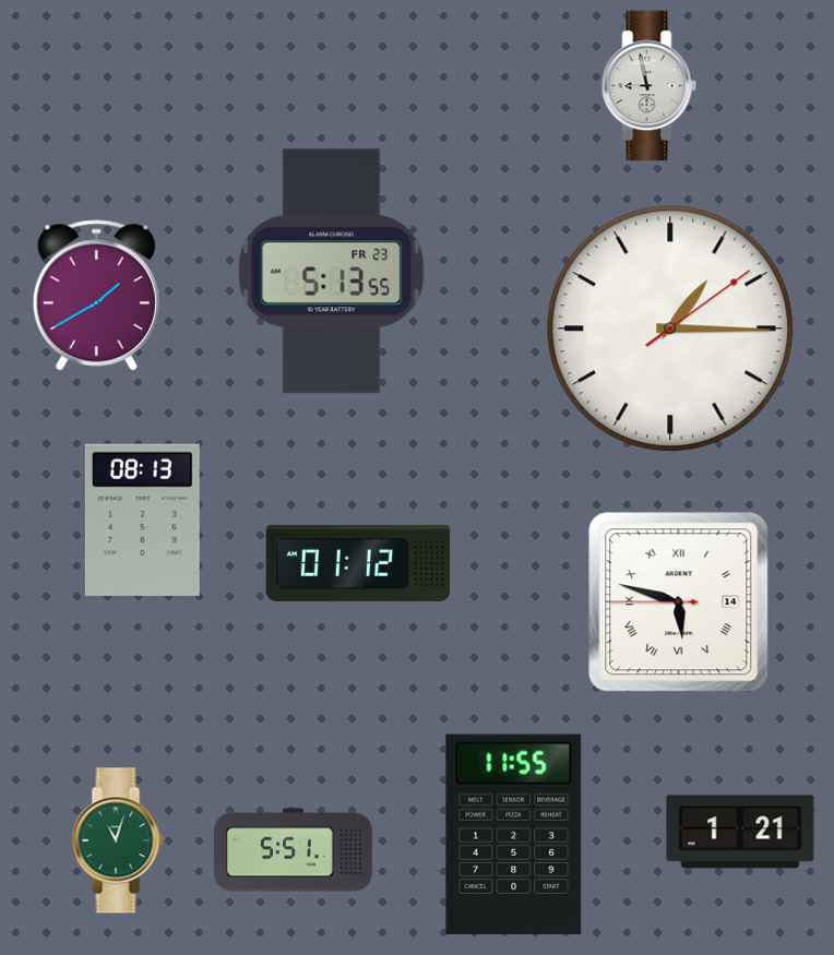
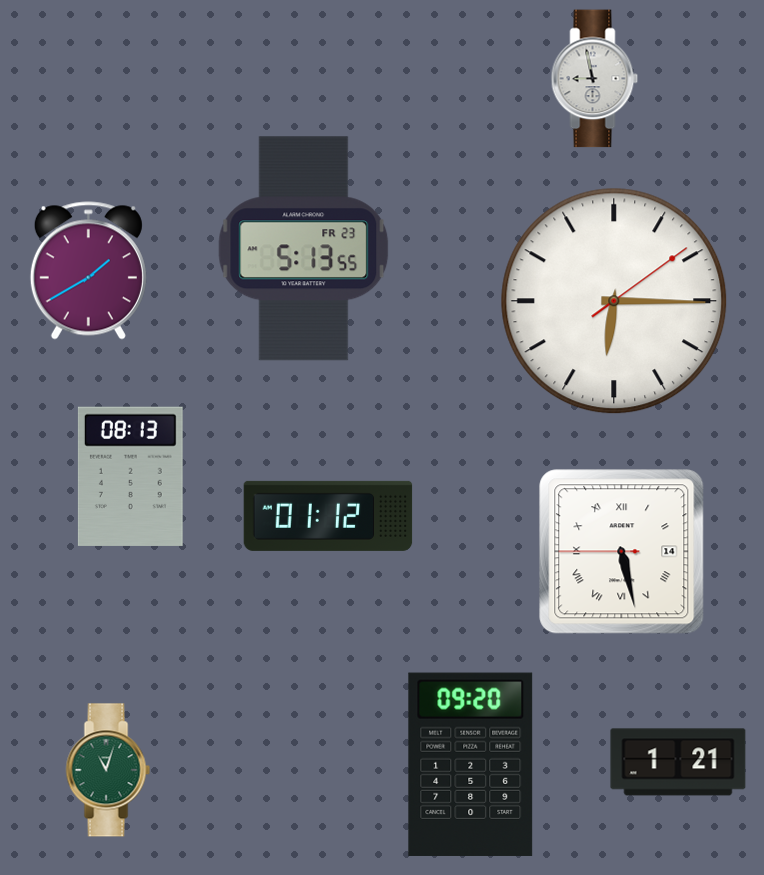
clock at (670, 329): 1:15 -> 6:15
clock at (679, 602): 5:47 -> 5:27
clock at (514, 834): 11:55 -> 09:20
clock at (294, 850): 5:51 -> none
